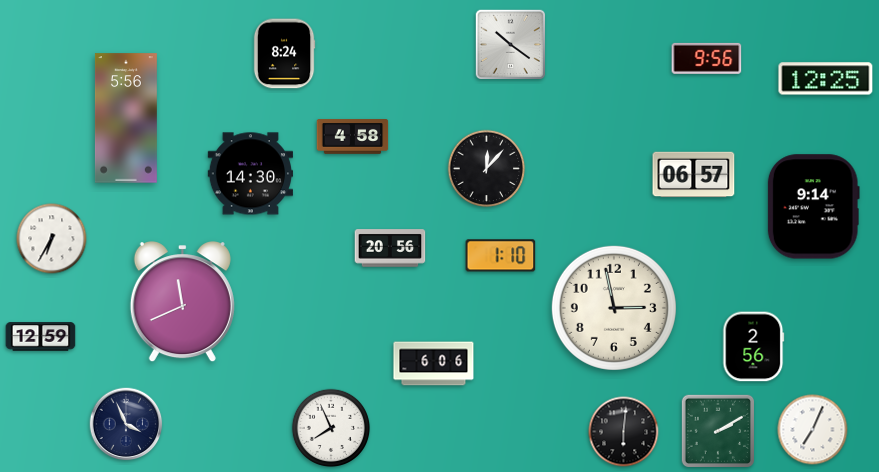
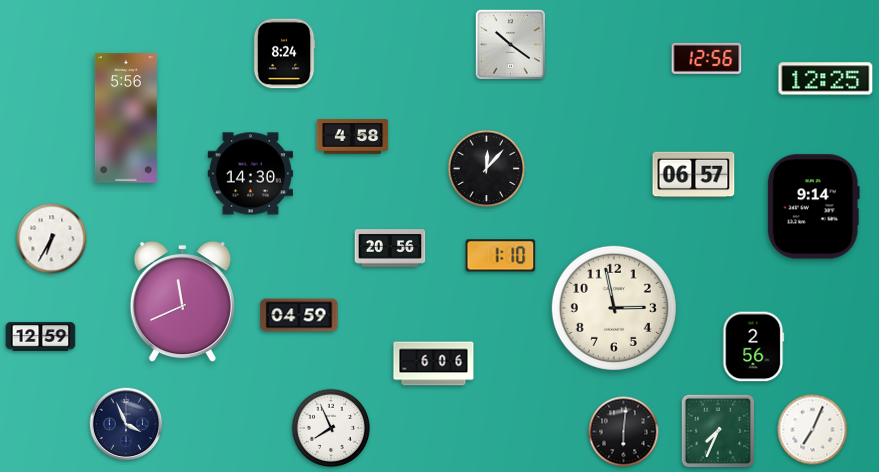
clock at (707, 58): 9:56 -> 12:56
clock at (299, 315): none -> 04:59
clock at (717, 430): 2:10 -> 7:34
